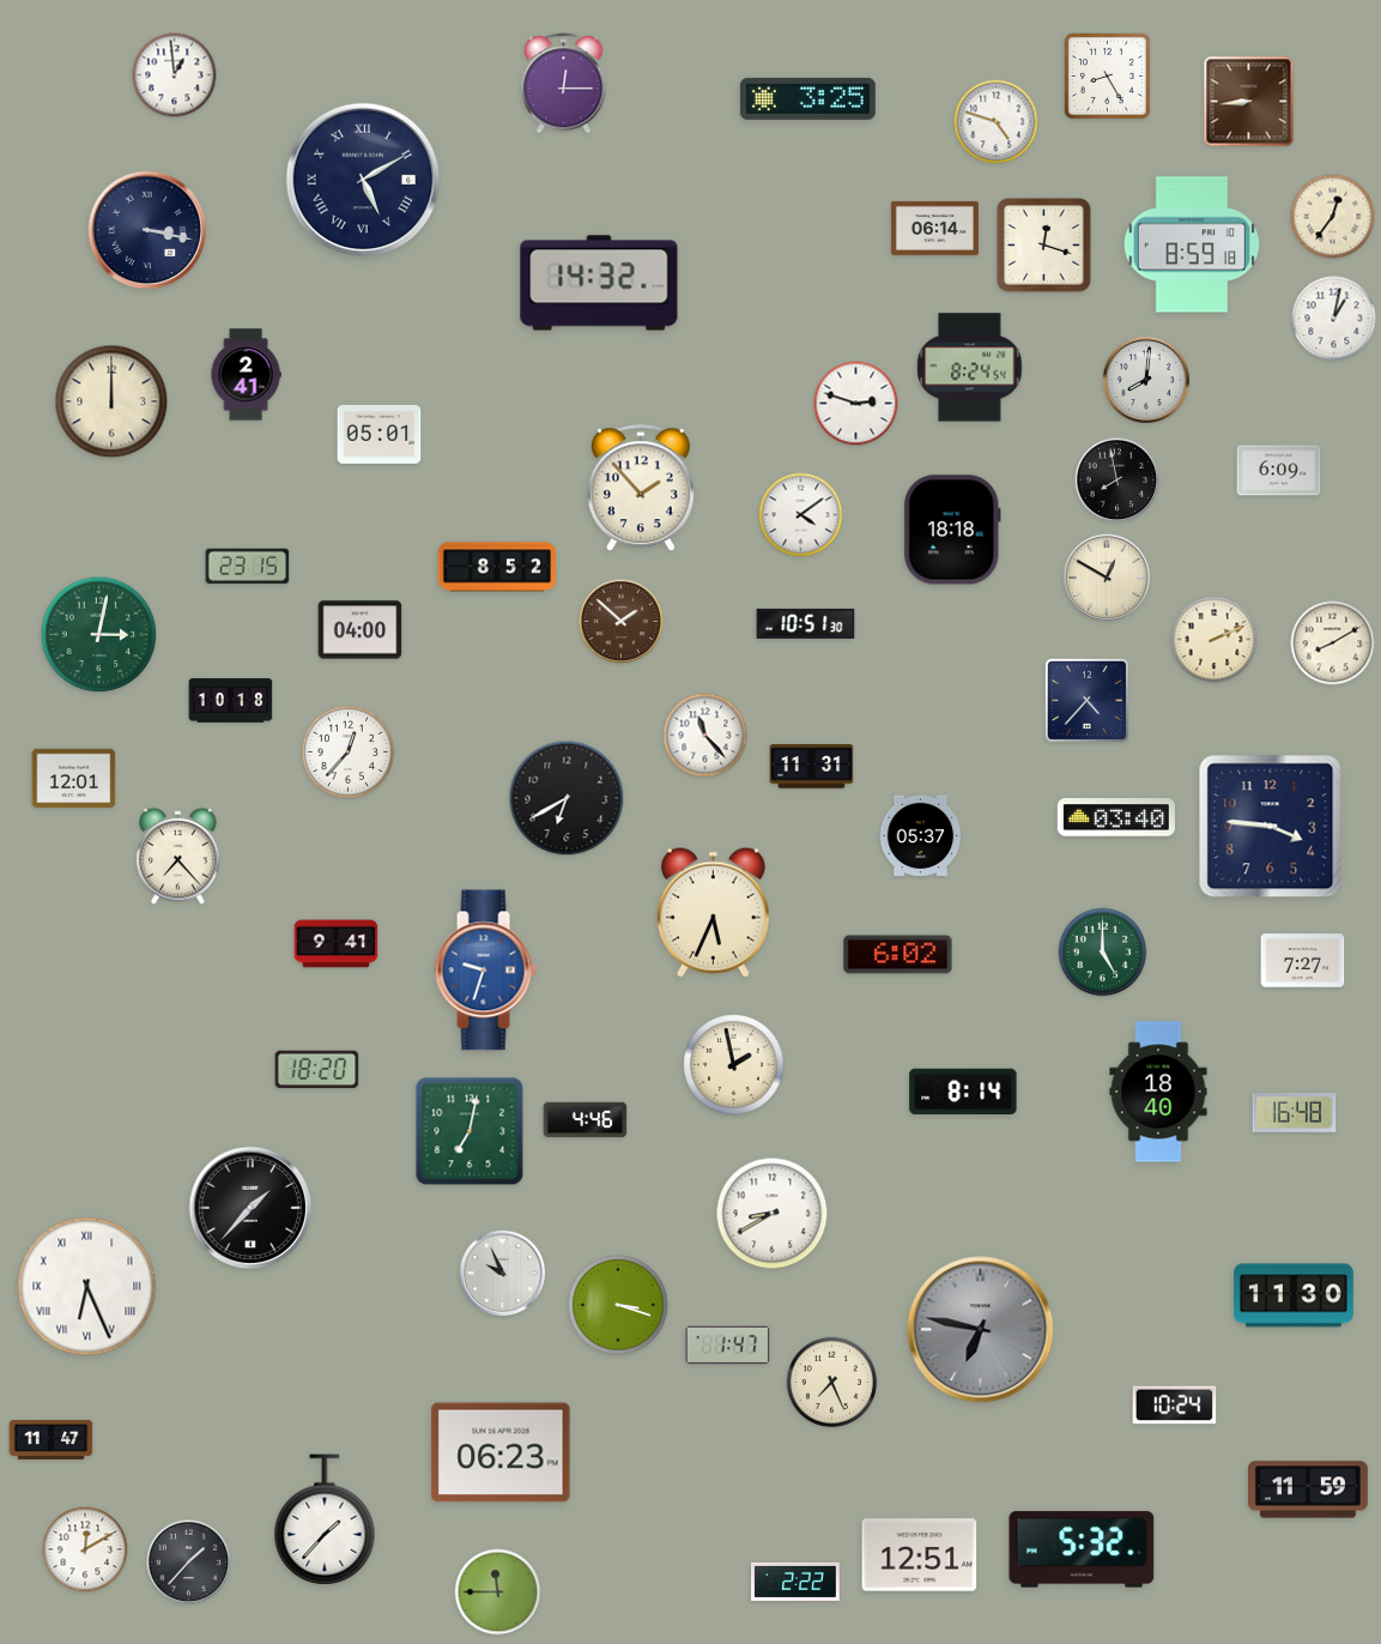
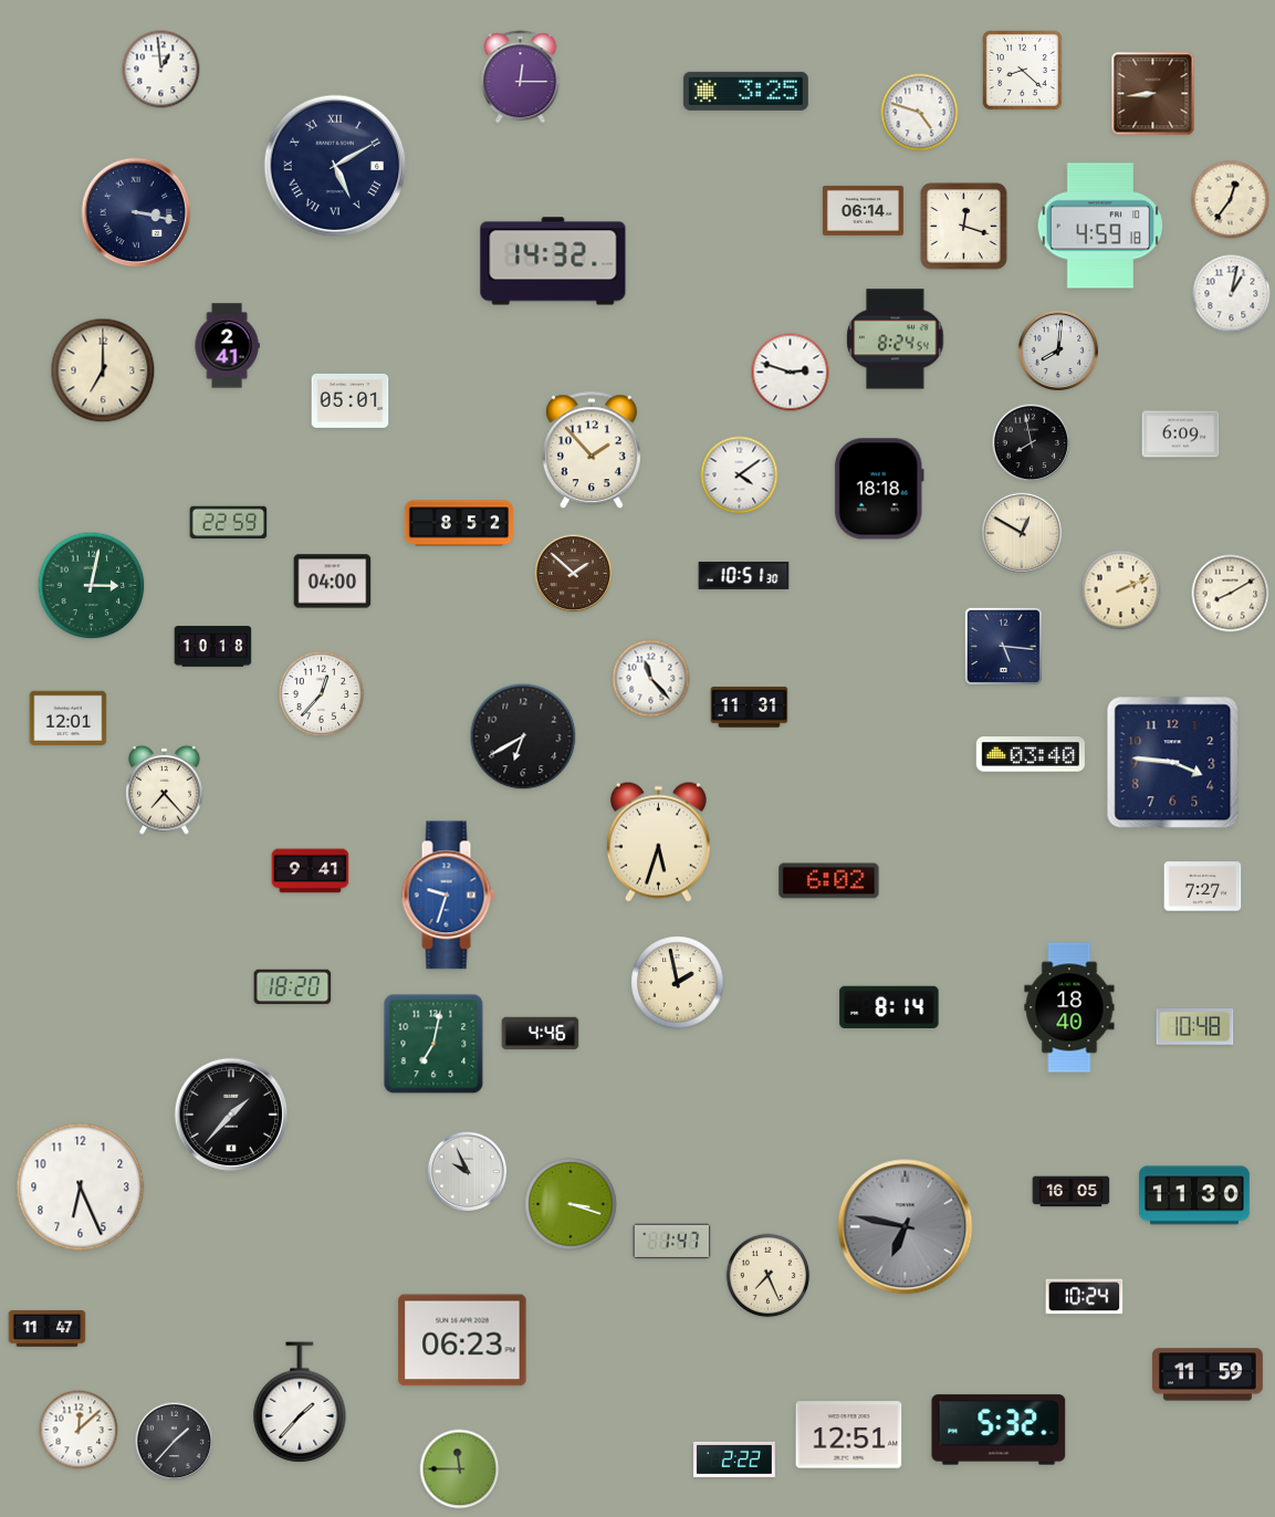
clock at (1107, 75): 8:25 -> 8:22
clock at (1192, 244): 8:59 -> 4:59
clock at (111, 401): 12:00 -> 7:00
clock at (248, 567): 23:15 -> 22:59
clock at (1086, 700): 4:37 -> 5:16
clock at (921, 835): 05:37 -> none
clock at (713, 912): 5:34 -> 5:33
clock at (1103, 953): 5:00 -> none
clock at (1295, 1113): 16:48 -> 10:48
clock at (773, 1214): 8:40 -> none
clock at (503, 1274) position: (503, 1274) -> (468, 1172)
clock at (87, 1287) numerals: Roman -> Arabic
clock at (1072, 1192): none -> 16:05
clock at (85, 1549): 12:10 -> 12:08
